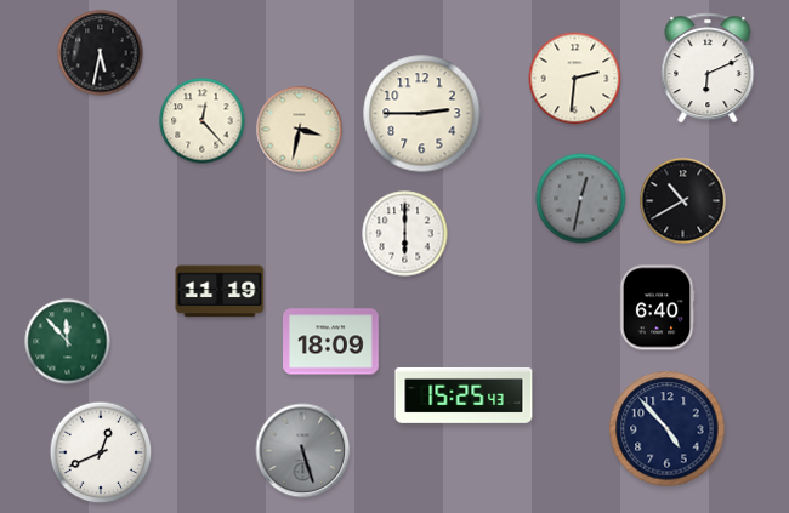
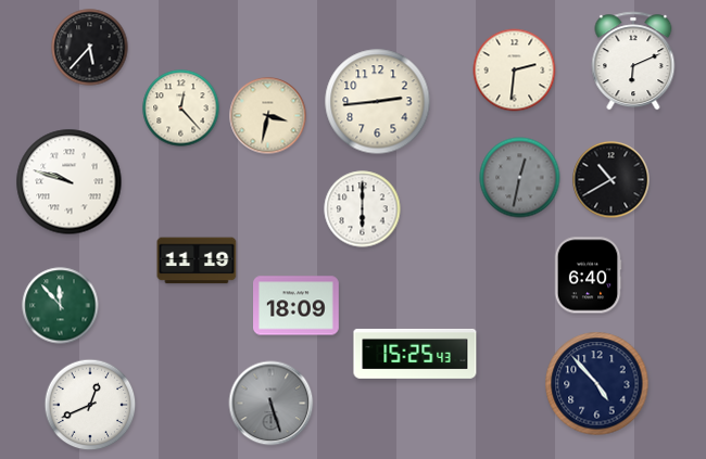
clock at (101, 53): 5:32 -> 5:37
clock at (422, 114): 2:45 -> 2:44
clock at (70, 182): none -> 9:48
